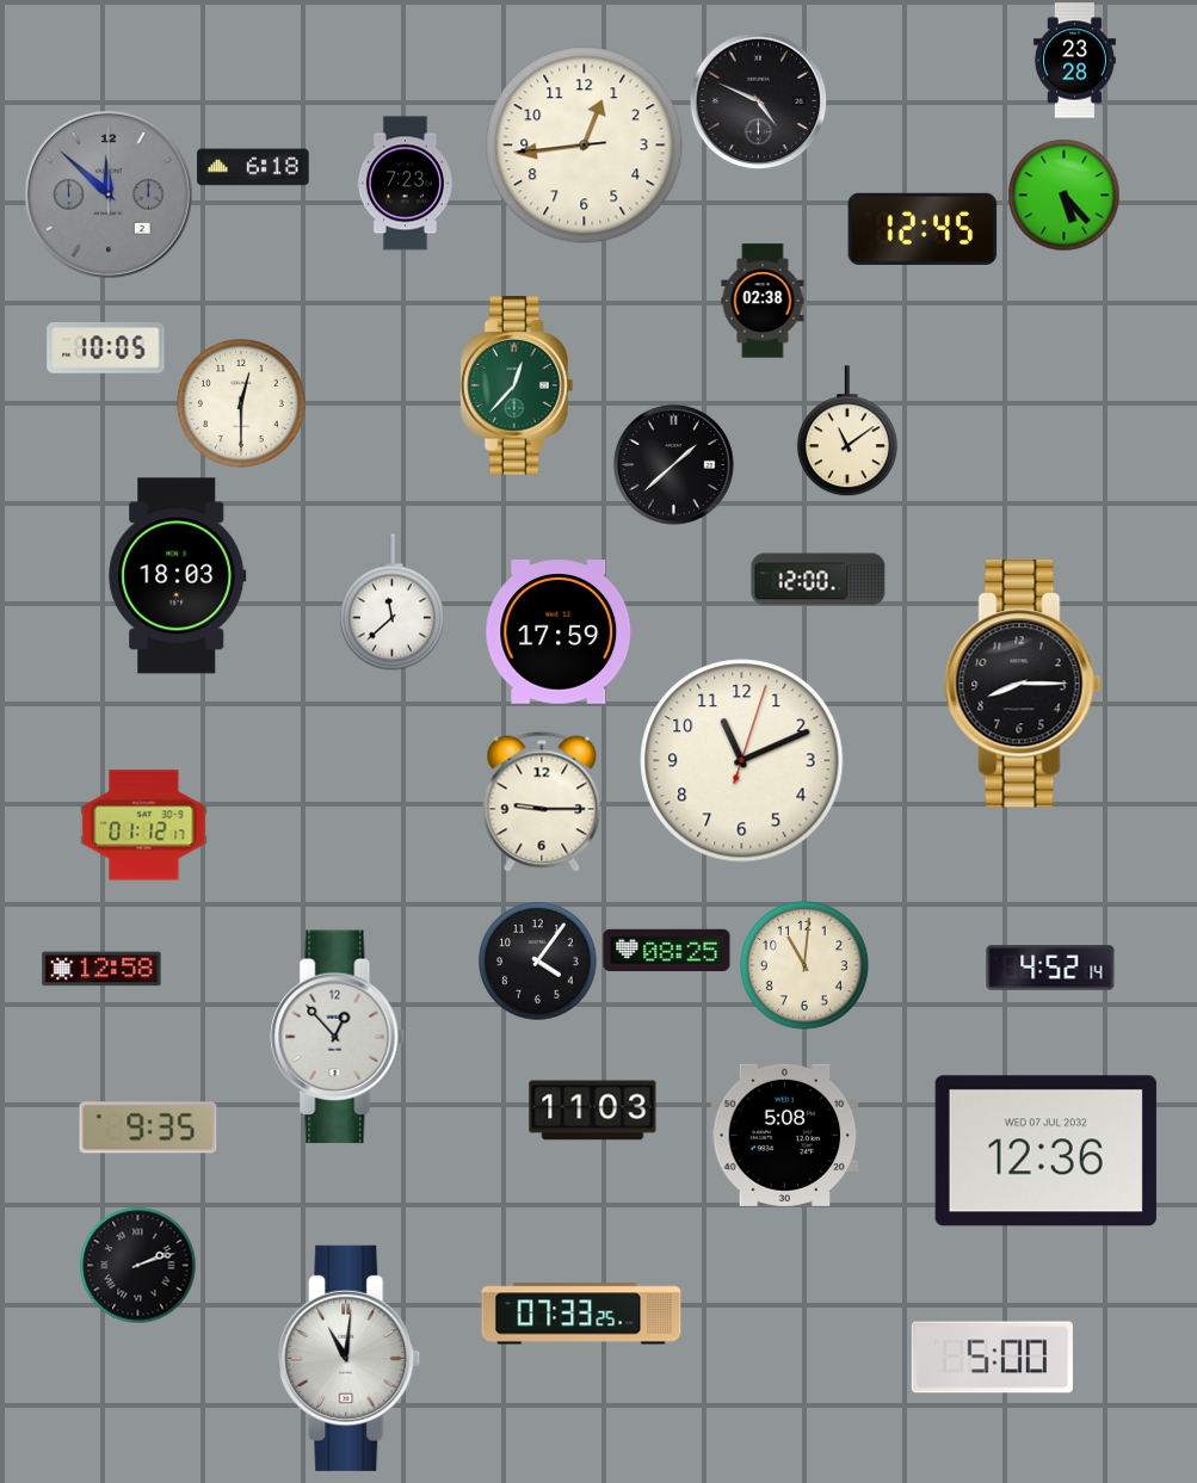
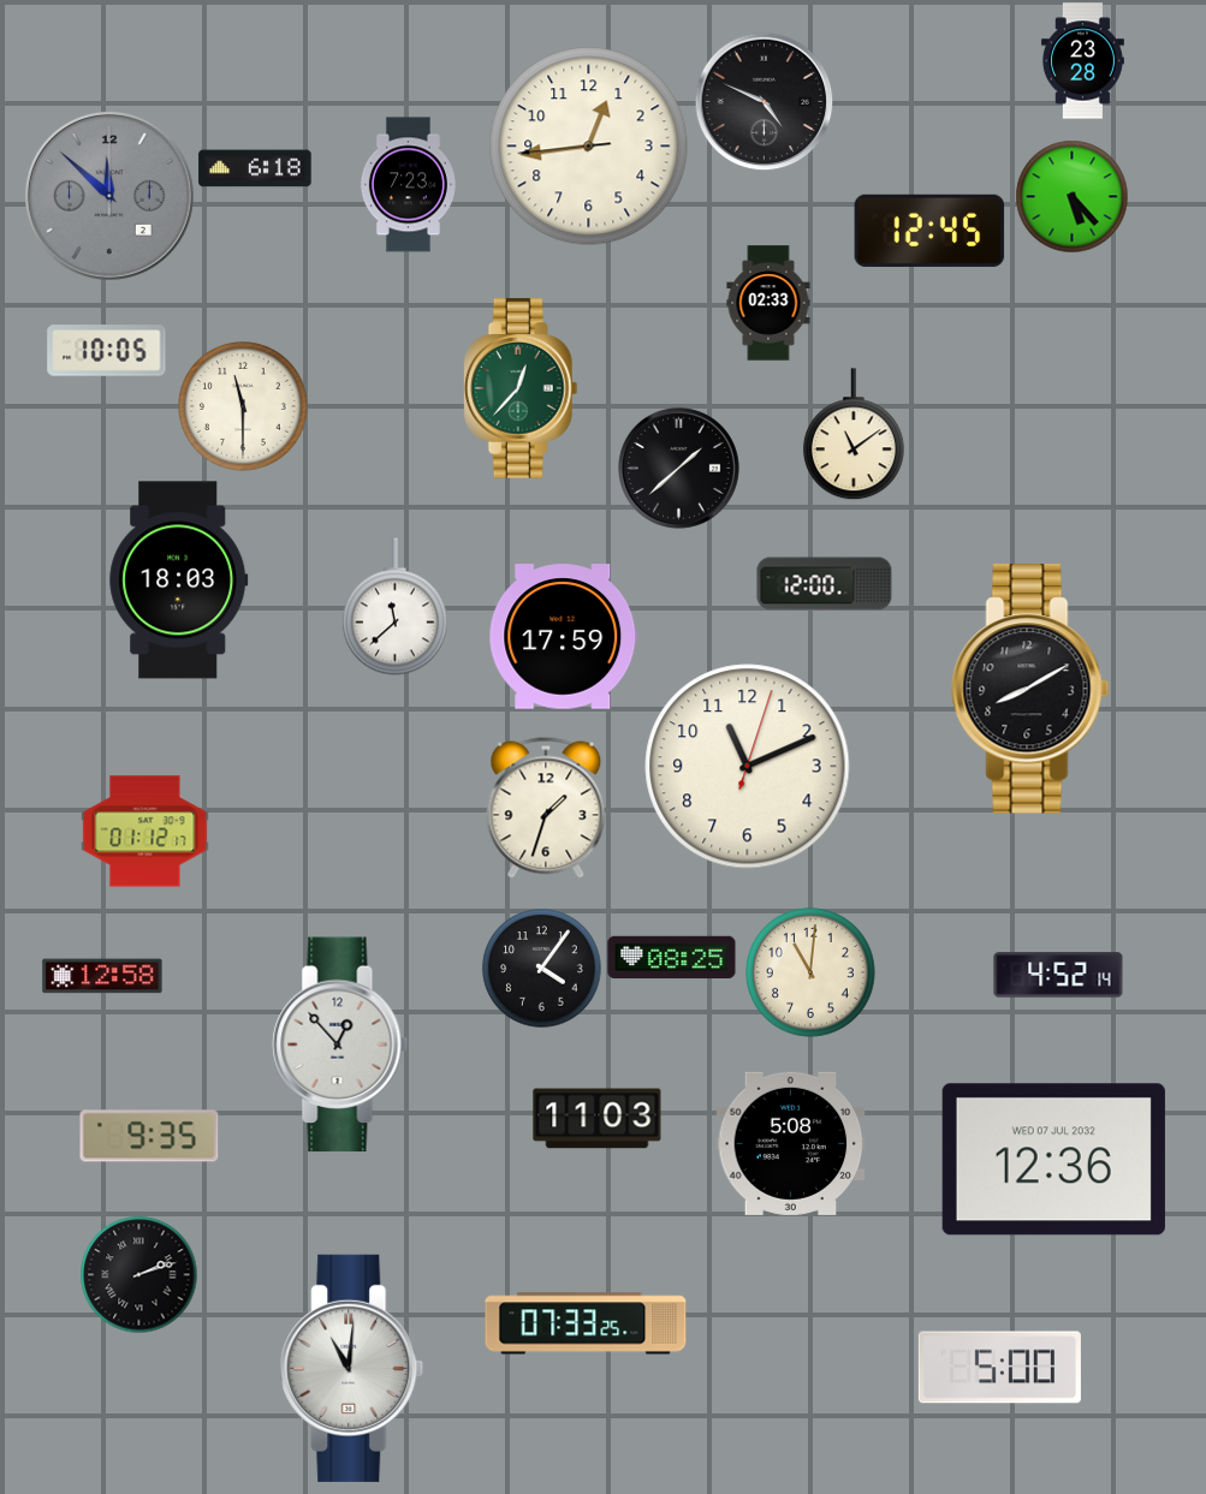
clock at (763, 301): 02:38 -> 02:33
clock at (242, 404): 12:30 -> 11:30
clock at (1023, 684): 8:15 -> 8:10
clock at (542, 802): 9:15 -> 1:33
